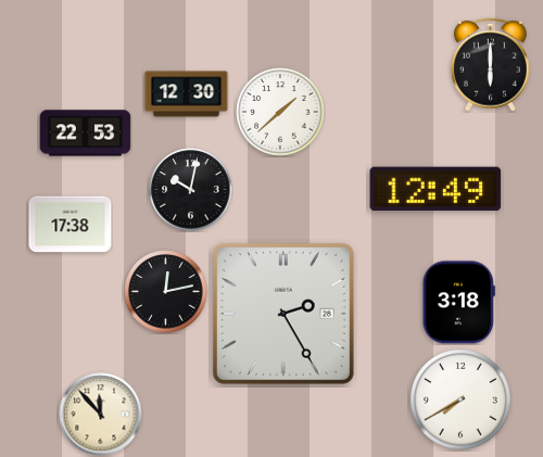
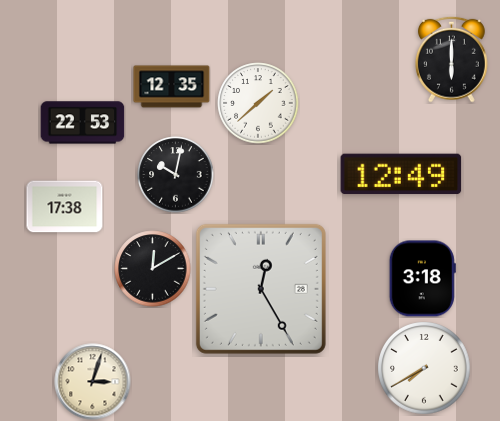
clock at (187, 94): 12:30 -> 12:35
clock at (86, 134) position: (86, 134) -> (83, 123)
clock at (166, 292): 12:13 -> 12:10
clock at (283, 314): 2:25 -> 12:25
clock at (101, 415): 11:53 -> 3:03
